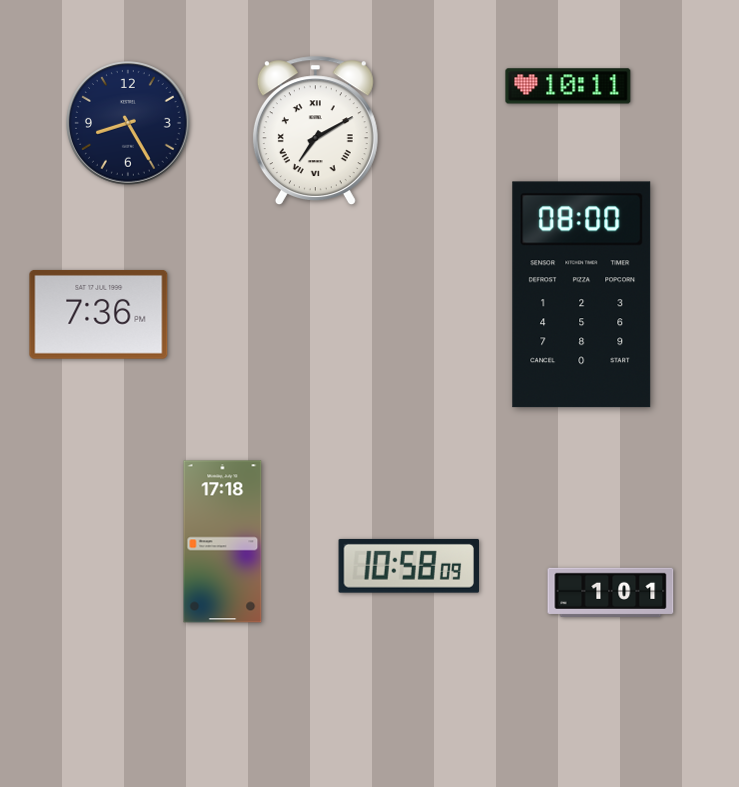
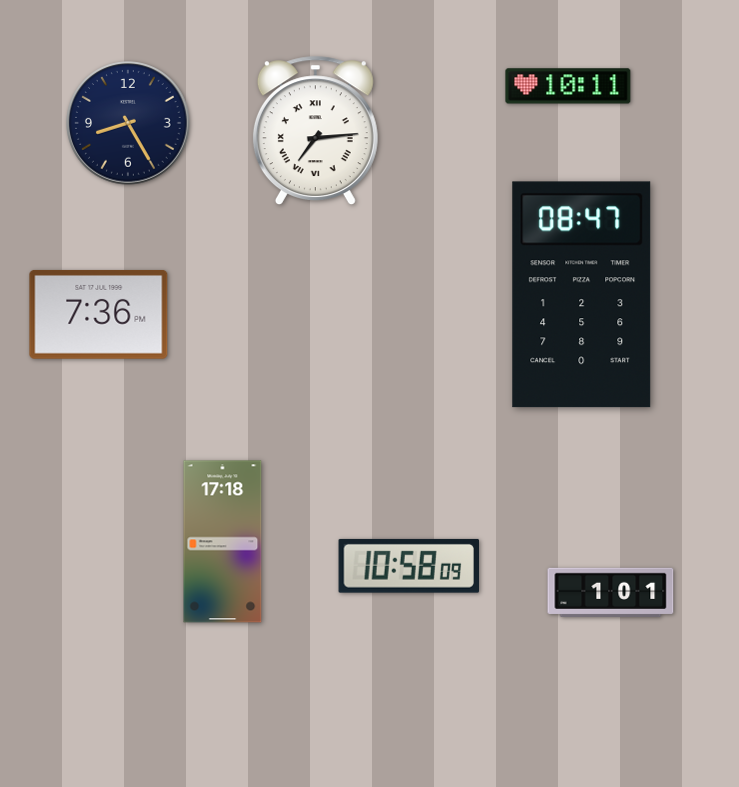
clock at (315, 131): 7:10 -> 7:14
clock at (582, 295): 08:00 -> 08:47
